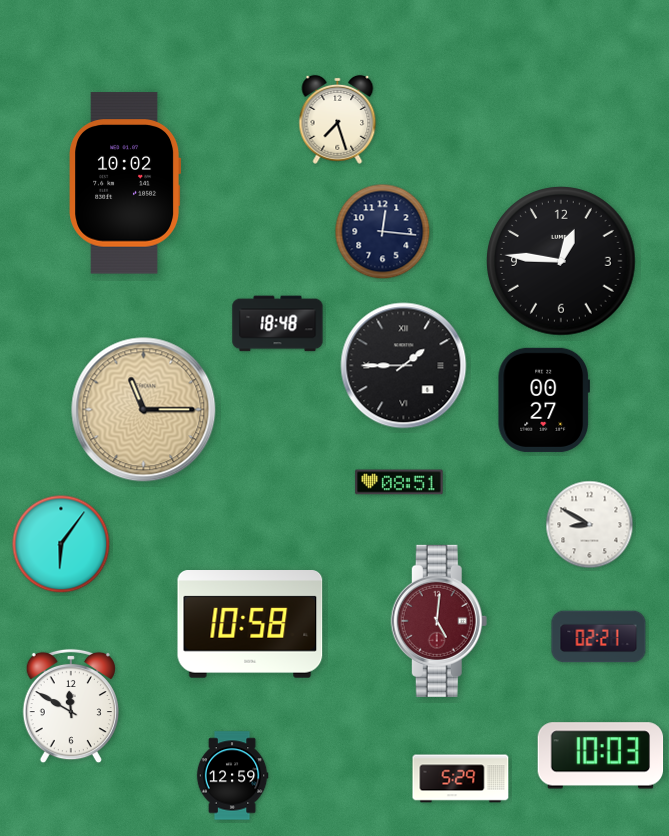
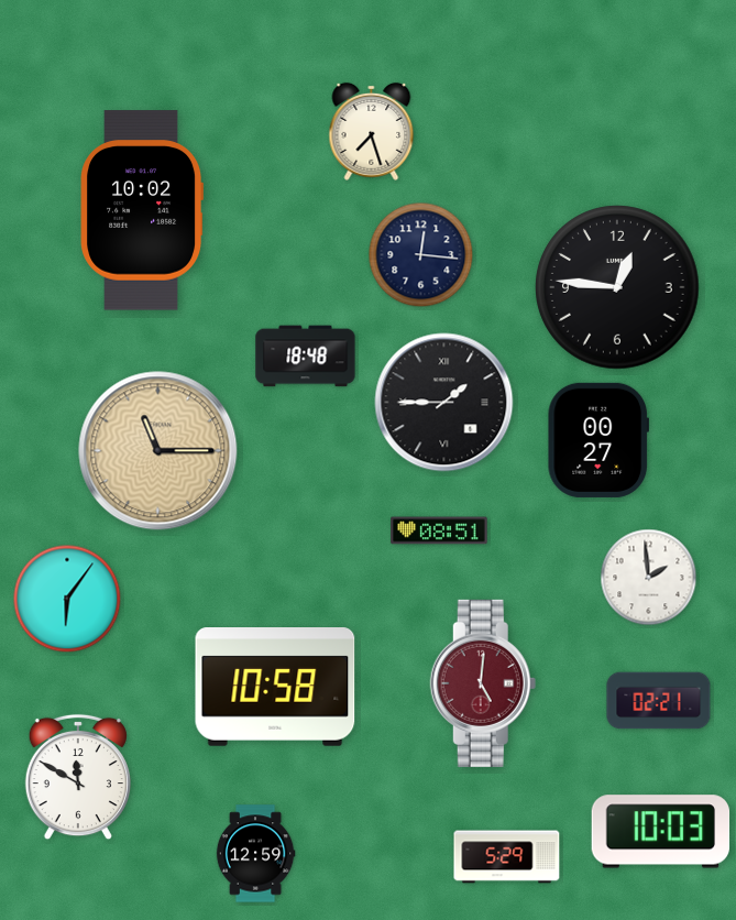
clock at (125, 183) position: (125, 183) -> (142, 210)
clock at (590, 525): 8:50 -> 1:59
